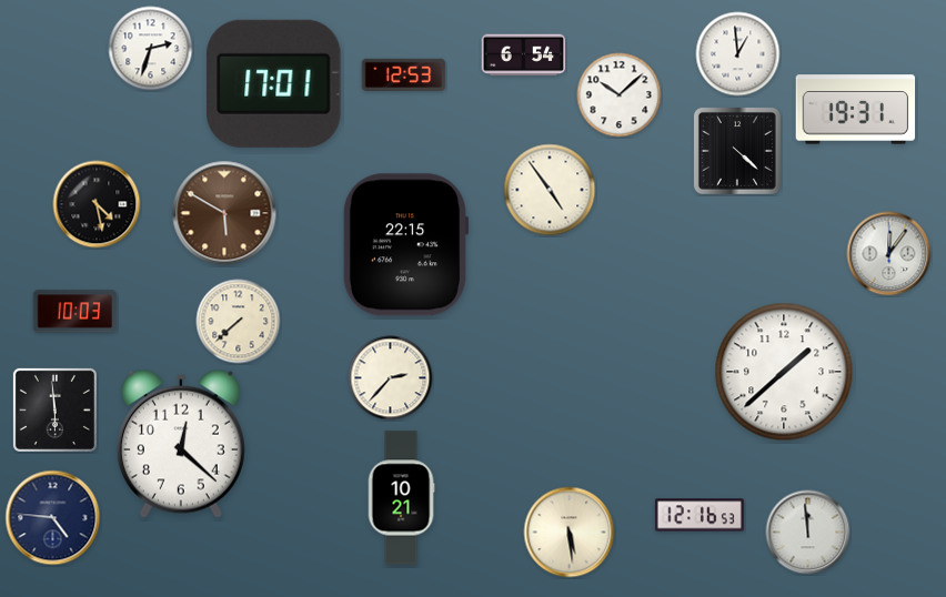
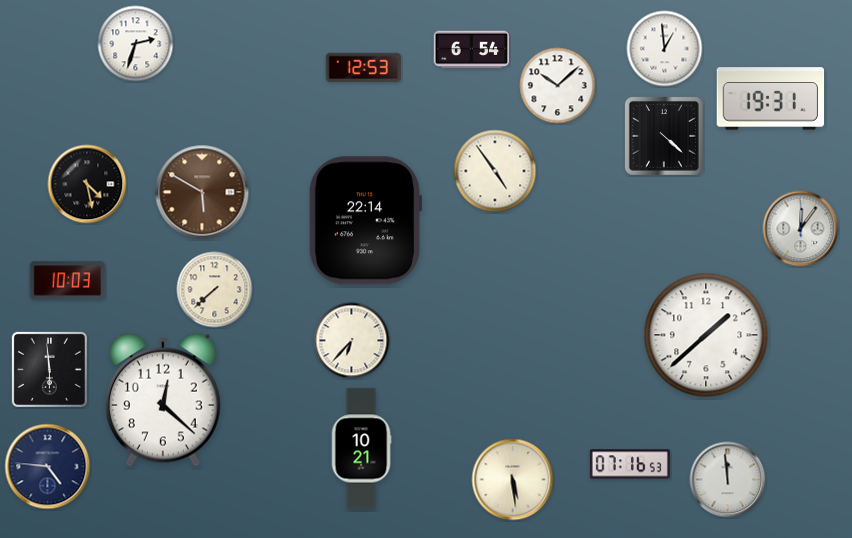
clock at (274, 83): 17:01 -> none
clock at (405, 245): 22:15 -> 22:14
clock at (391, 378): 2:37 -> 6:37
clock at (700, 515): 12:16 -> 07:16
